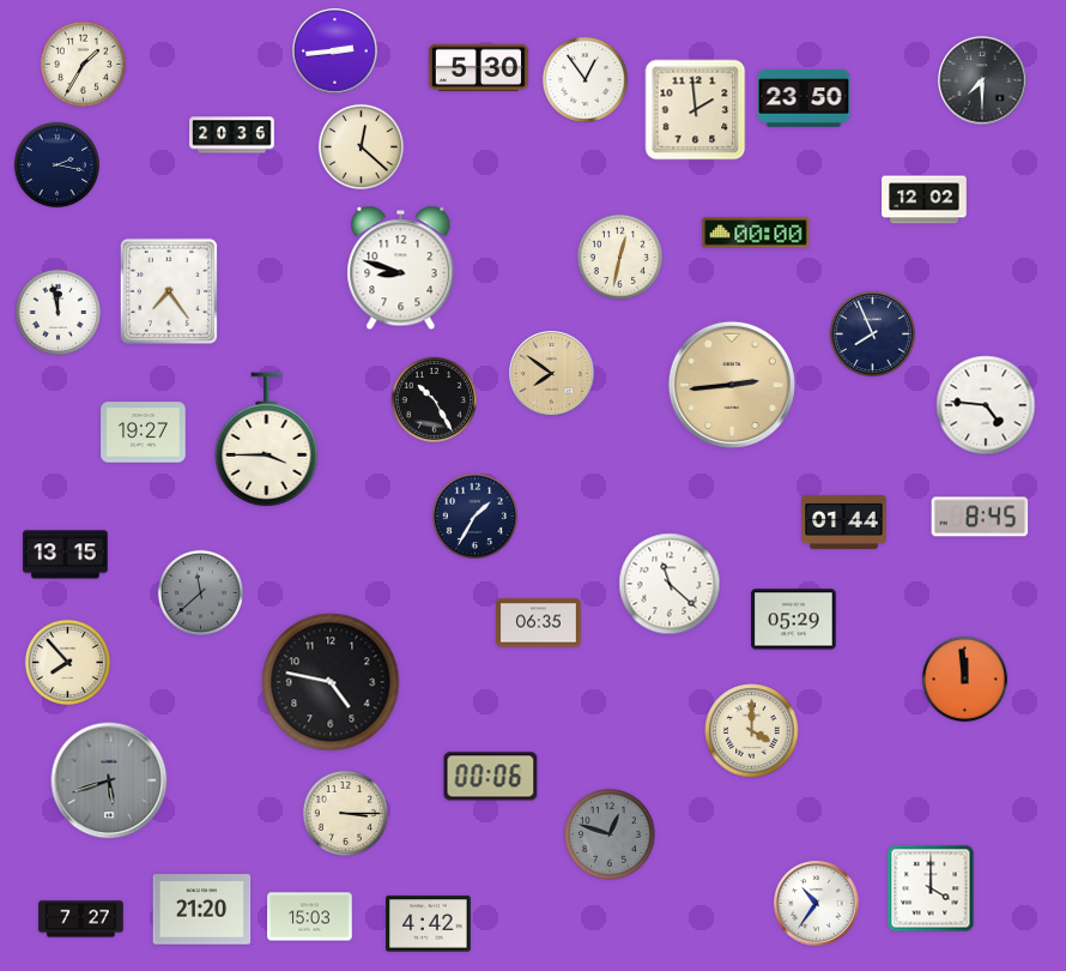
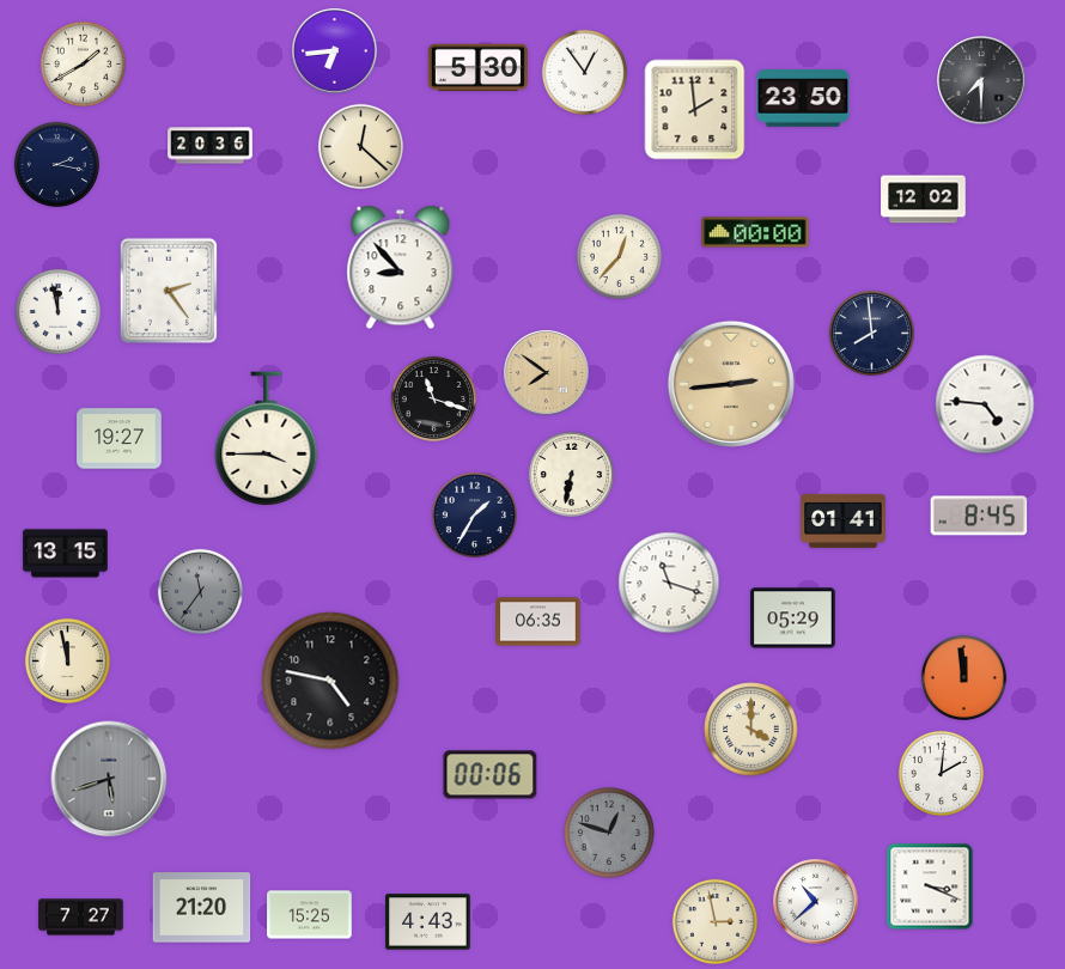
clock at (335, 52): 2:44 -> 6:44
clock at (83, 64): 1:35 -> 1:40
clock at (585, 79) position: (585, 79) -> (584, 72)
clock at (232, 135) position: (232, 135) -> (211, 146)
clock at (619, 257): 12:32 -> 12:37
clock at (401, 269): 8:48 -> 8:53
clock at (168, 290): 7:24 -> 2:24
clock at (872, 333): 7:56 -> 7:59
clock at (552, 374) position: (552, 374) -> (547, 373)
clock at (434, 399): 10:25 -> 11:18
clock at (144, 433) position: (144, 433) -> (120, 439)
clock at (571, 474): none -> 6:32
clock at (844, 521): 01:44 -> 01:41
clock at (670, 584): 11:22 -> 11:18
clock at (200, 592): 11:38 -> 11:36
clock at (67, 662): 7:53 -> 11:58
clock at (941, 773): none -> 2:01
clock at (345, 813): 3:15 -> none
clock at (931, 888): 4:00 -> 3:19
clock at (817, 904): 10:36 -> 10:38
clock at (310, 917): 15:03 -> 15:25
clock at (714, 921): none -> 2:58
clock at (429, 924): 4:42 -> 4:43
